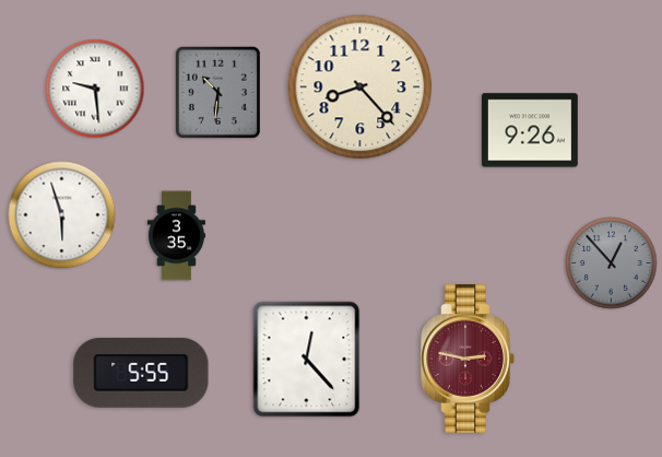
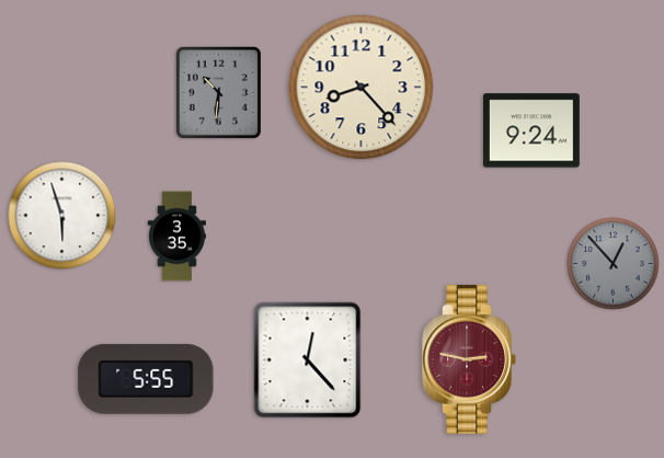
clock at (95, 89): 9:29 -> none
clock at (530, 130): 9:26 -> 9:24
clock at (141, 373) position: (141, 373) -> (146, 379)
